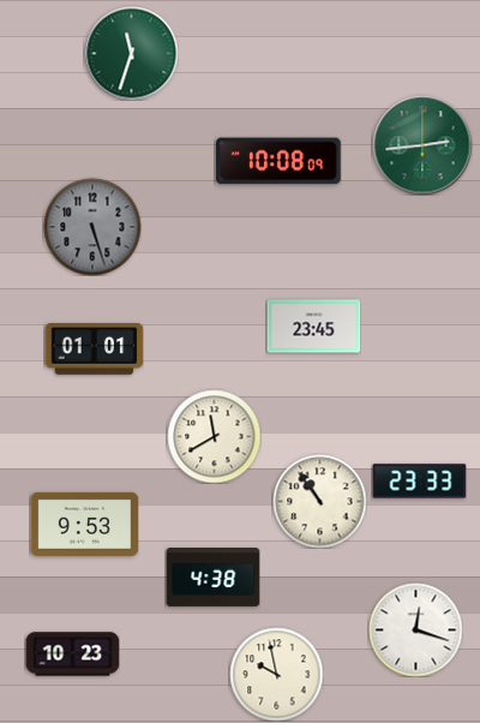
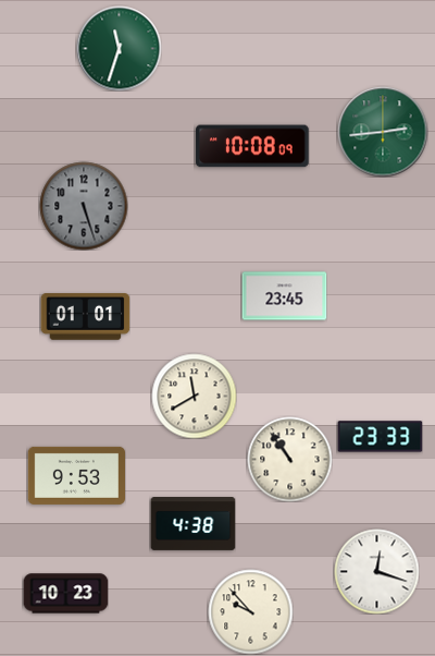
clock at (319, 501) position: (319, 501) -> (289, 459)
clock at (276, 674): 9:58 -> 9:53
